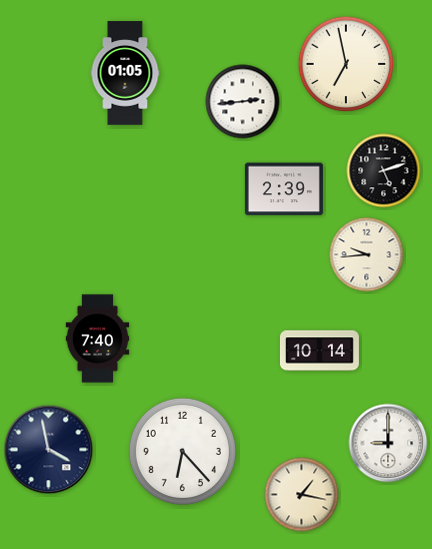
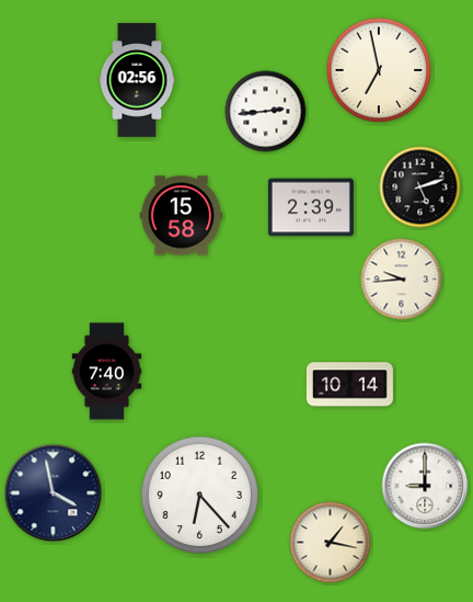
clock at (125, 73): 01:05 -> 02:56
clock at (182, 216): none -> 15:58
